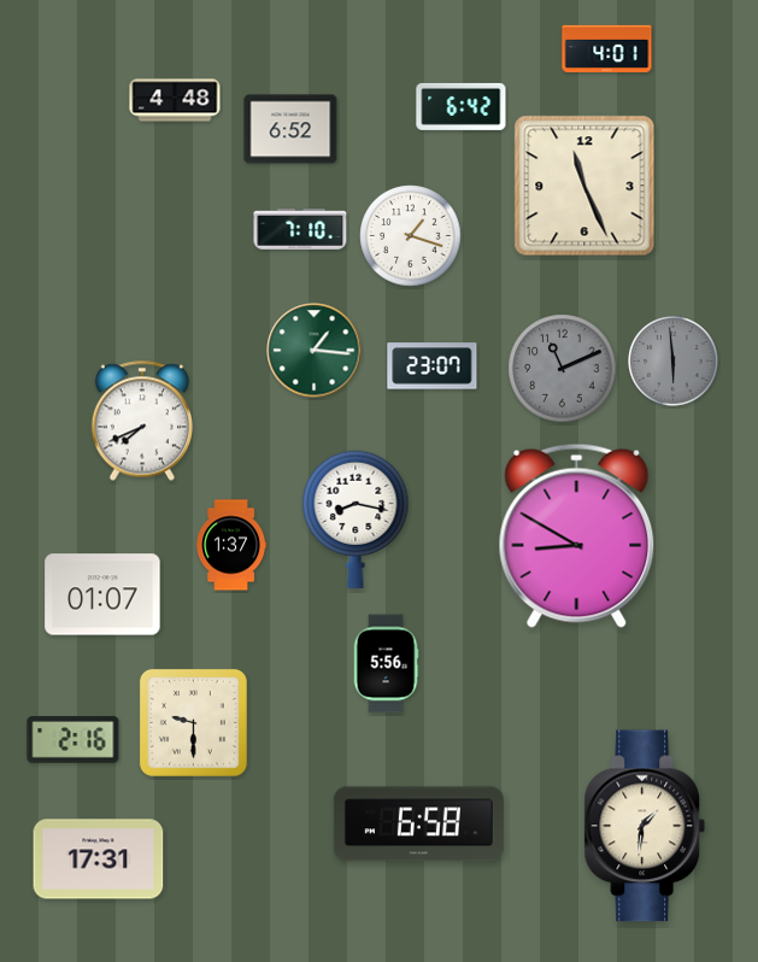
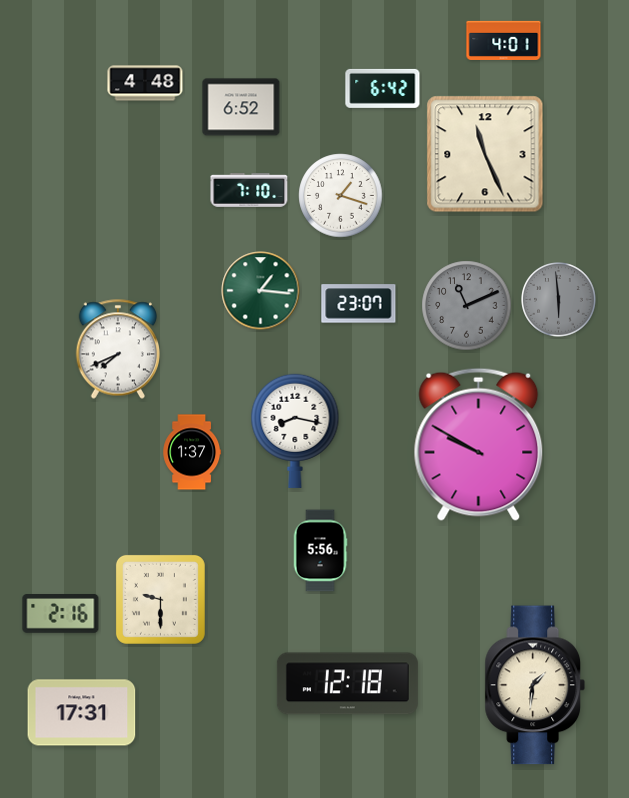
clock at (577, 535): 8:50 -> 9:50
clock at (102, 594): 01:07 -> none
clock at (418, 825): 6:58 -> 12:18
